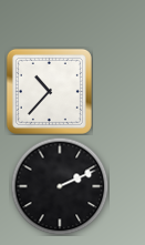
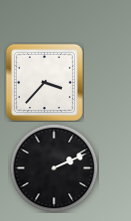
clock at (49, 91): 10:37 -> 3:37
